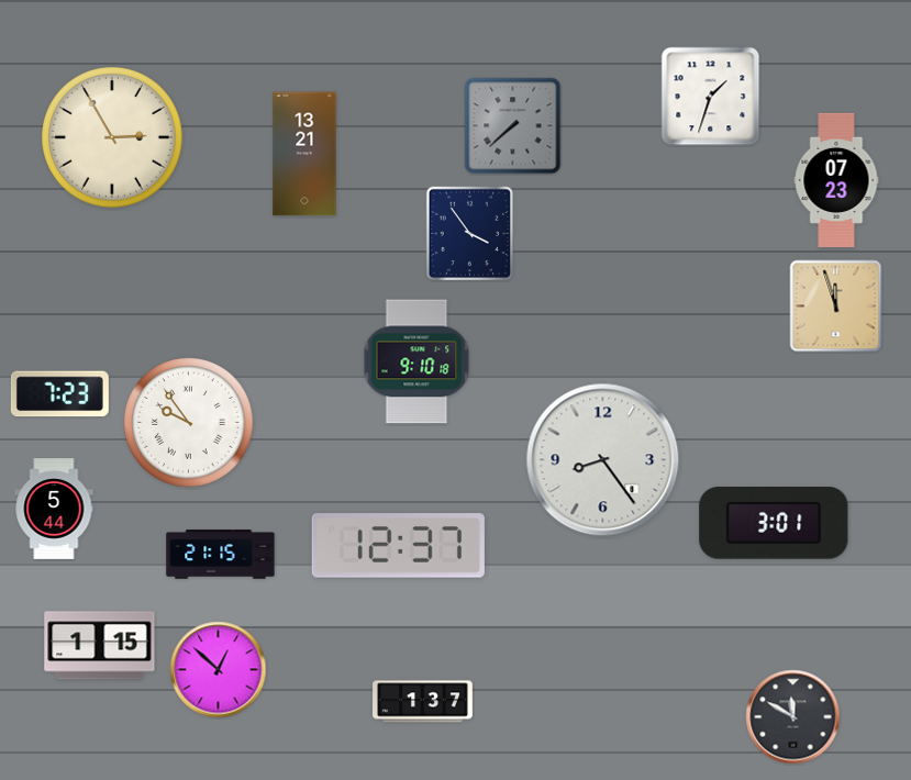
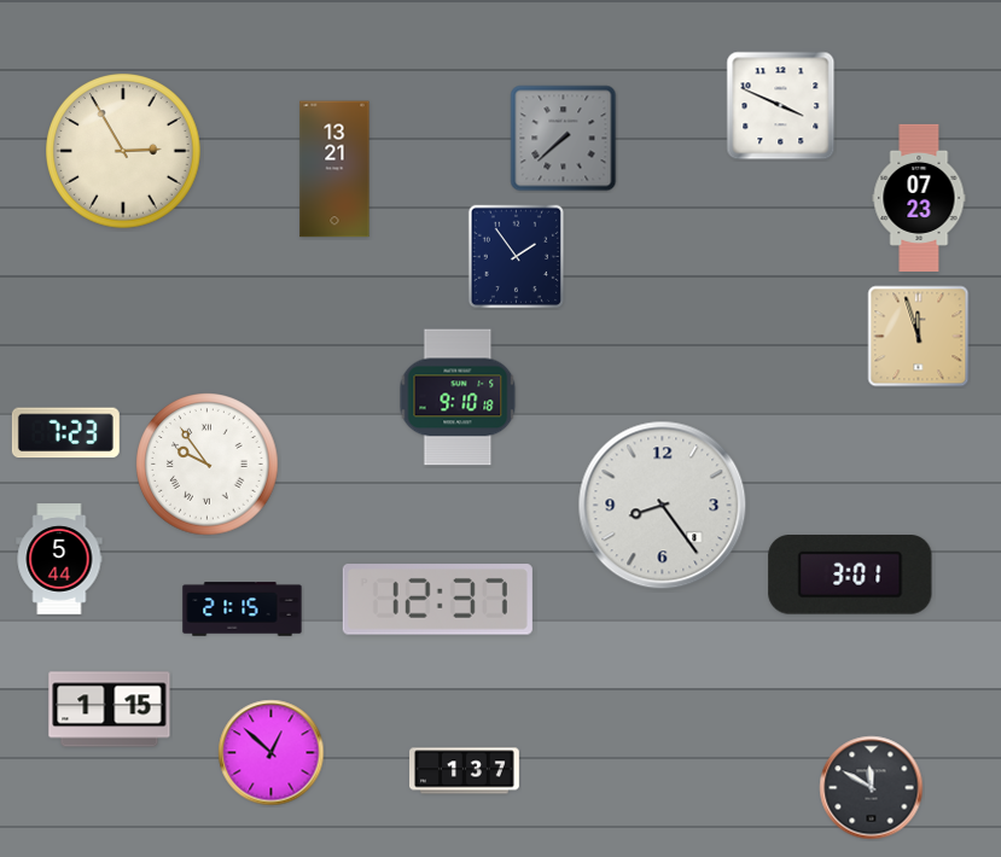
clock at (711, 97): 1:33 -> 3:49
clock at (470, 234): 3:54 -> 1:54
clock at (219, 670) position: (219, 670) -> (272, 753)
